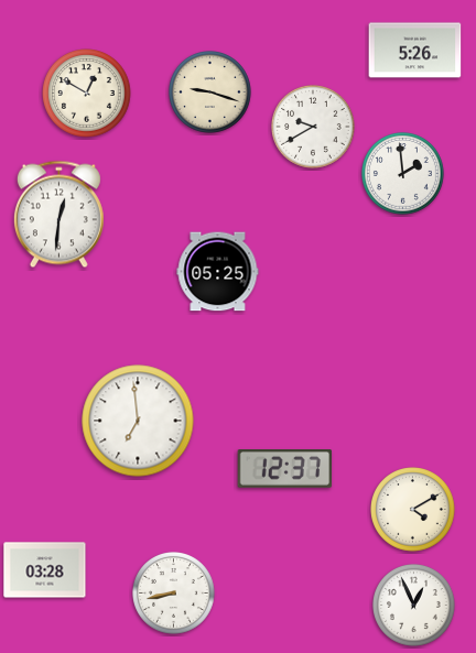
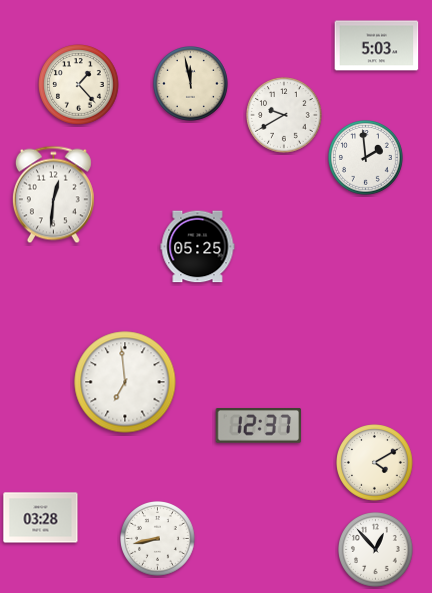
clock at (415, 51): 5:26 -> 5:03
clock at (210, 92): 9:18 -> 11:58
clock at (87, 94): 12:50 -> 1:23
clock at (414, 606): 12:56 -> 12:53
